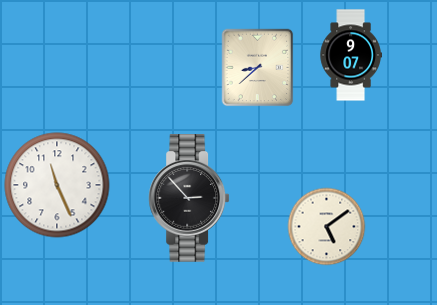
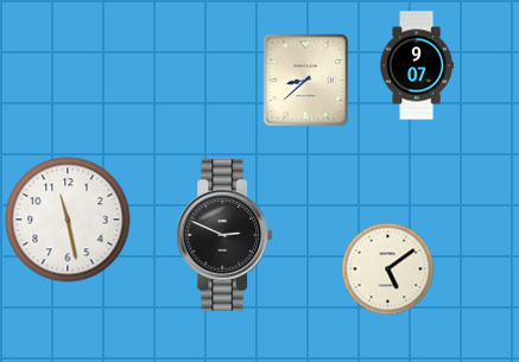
clock at (57, 185): 11:26 -> 11:28
clock at (189, 199): 2:53 -> 2:49
